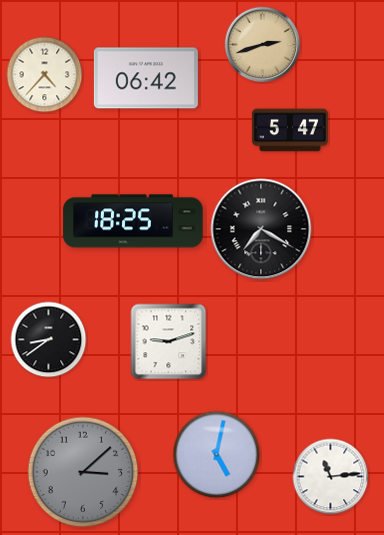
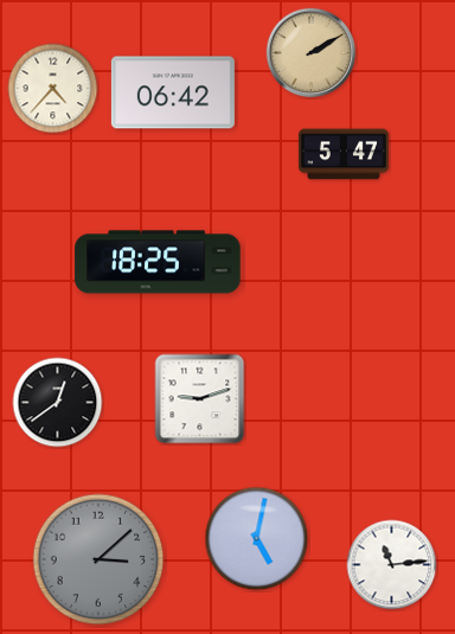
clock at (263, 45): 2:42 -> 2:10
clock at (261, 229): 7:20 -> none
clock at (49, 340): 8:39 -> 12:39
clock at (169, 342) position: (169, 342) -> (200, 399)
